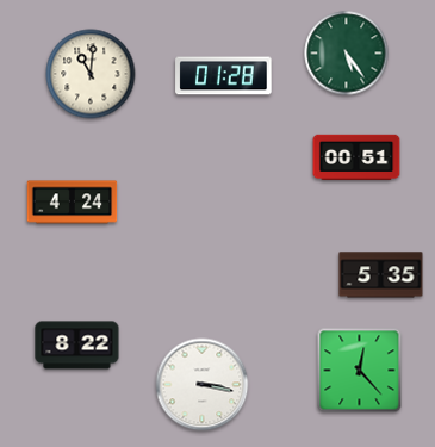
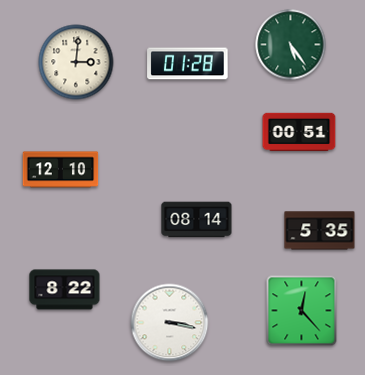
clock at (91, 74): 11:01 -> 3:01
clock at (73, 203): 4:24 -> 12:10
clock at (197, 220): none -> 08:14
